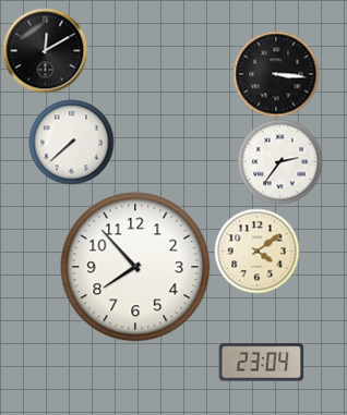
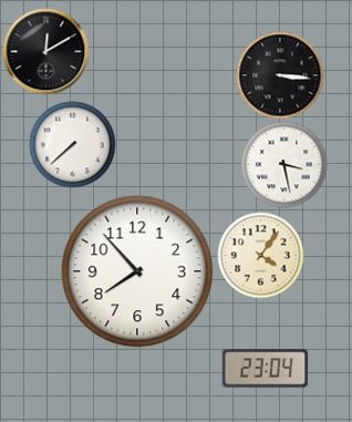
clock at (279, 161): 2:36 -> 3:28
clock at (256, 251): 4:09 -> 4:06
